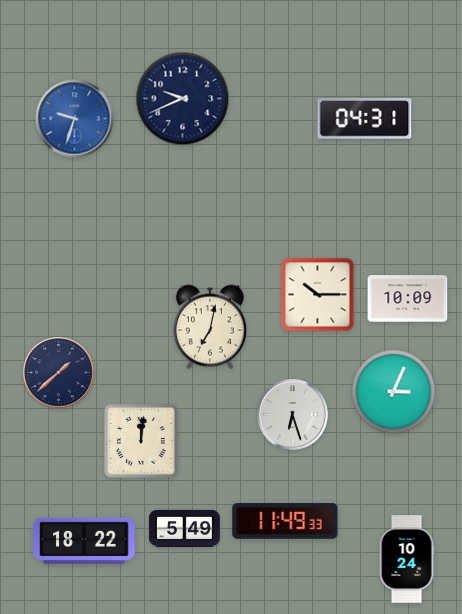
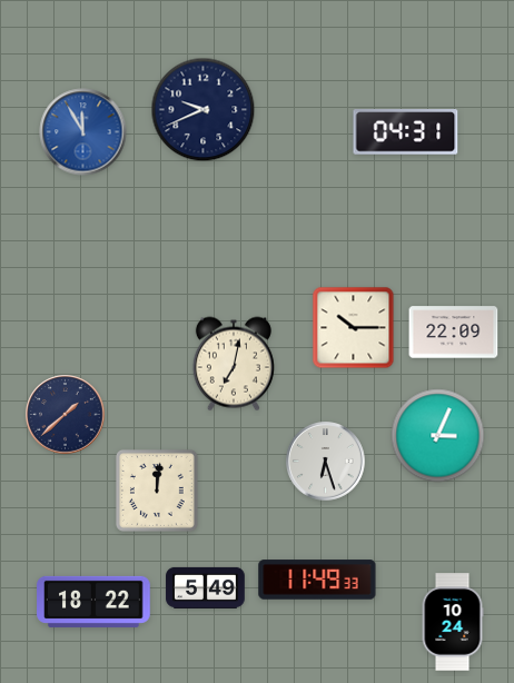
clock at (75, 119): 9:33 -> 11:55
clock at (408, 299): 10:09 -> 22:09
